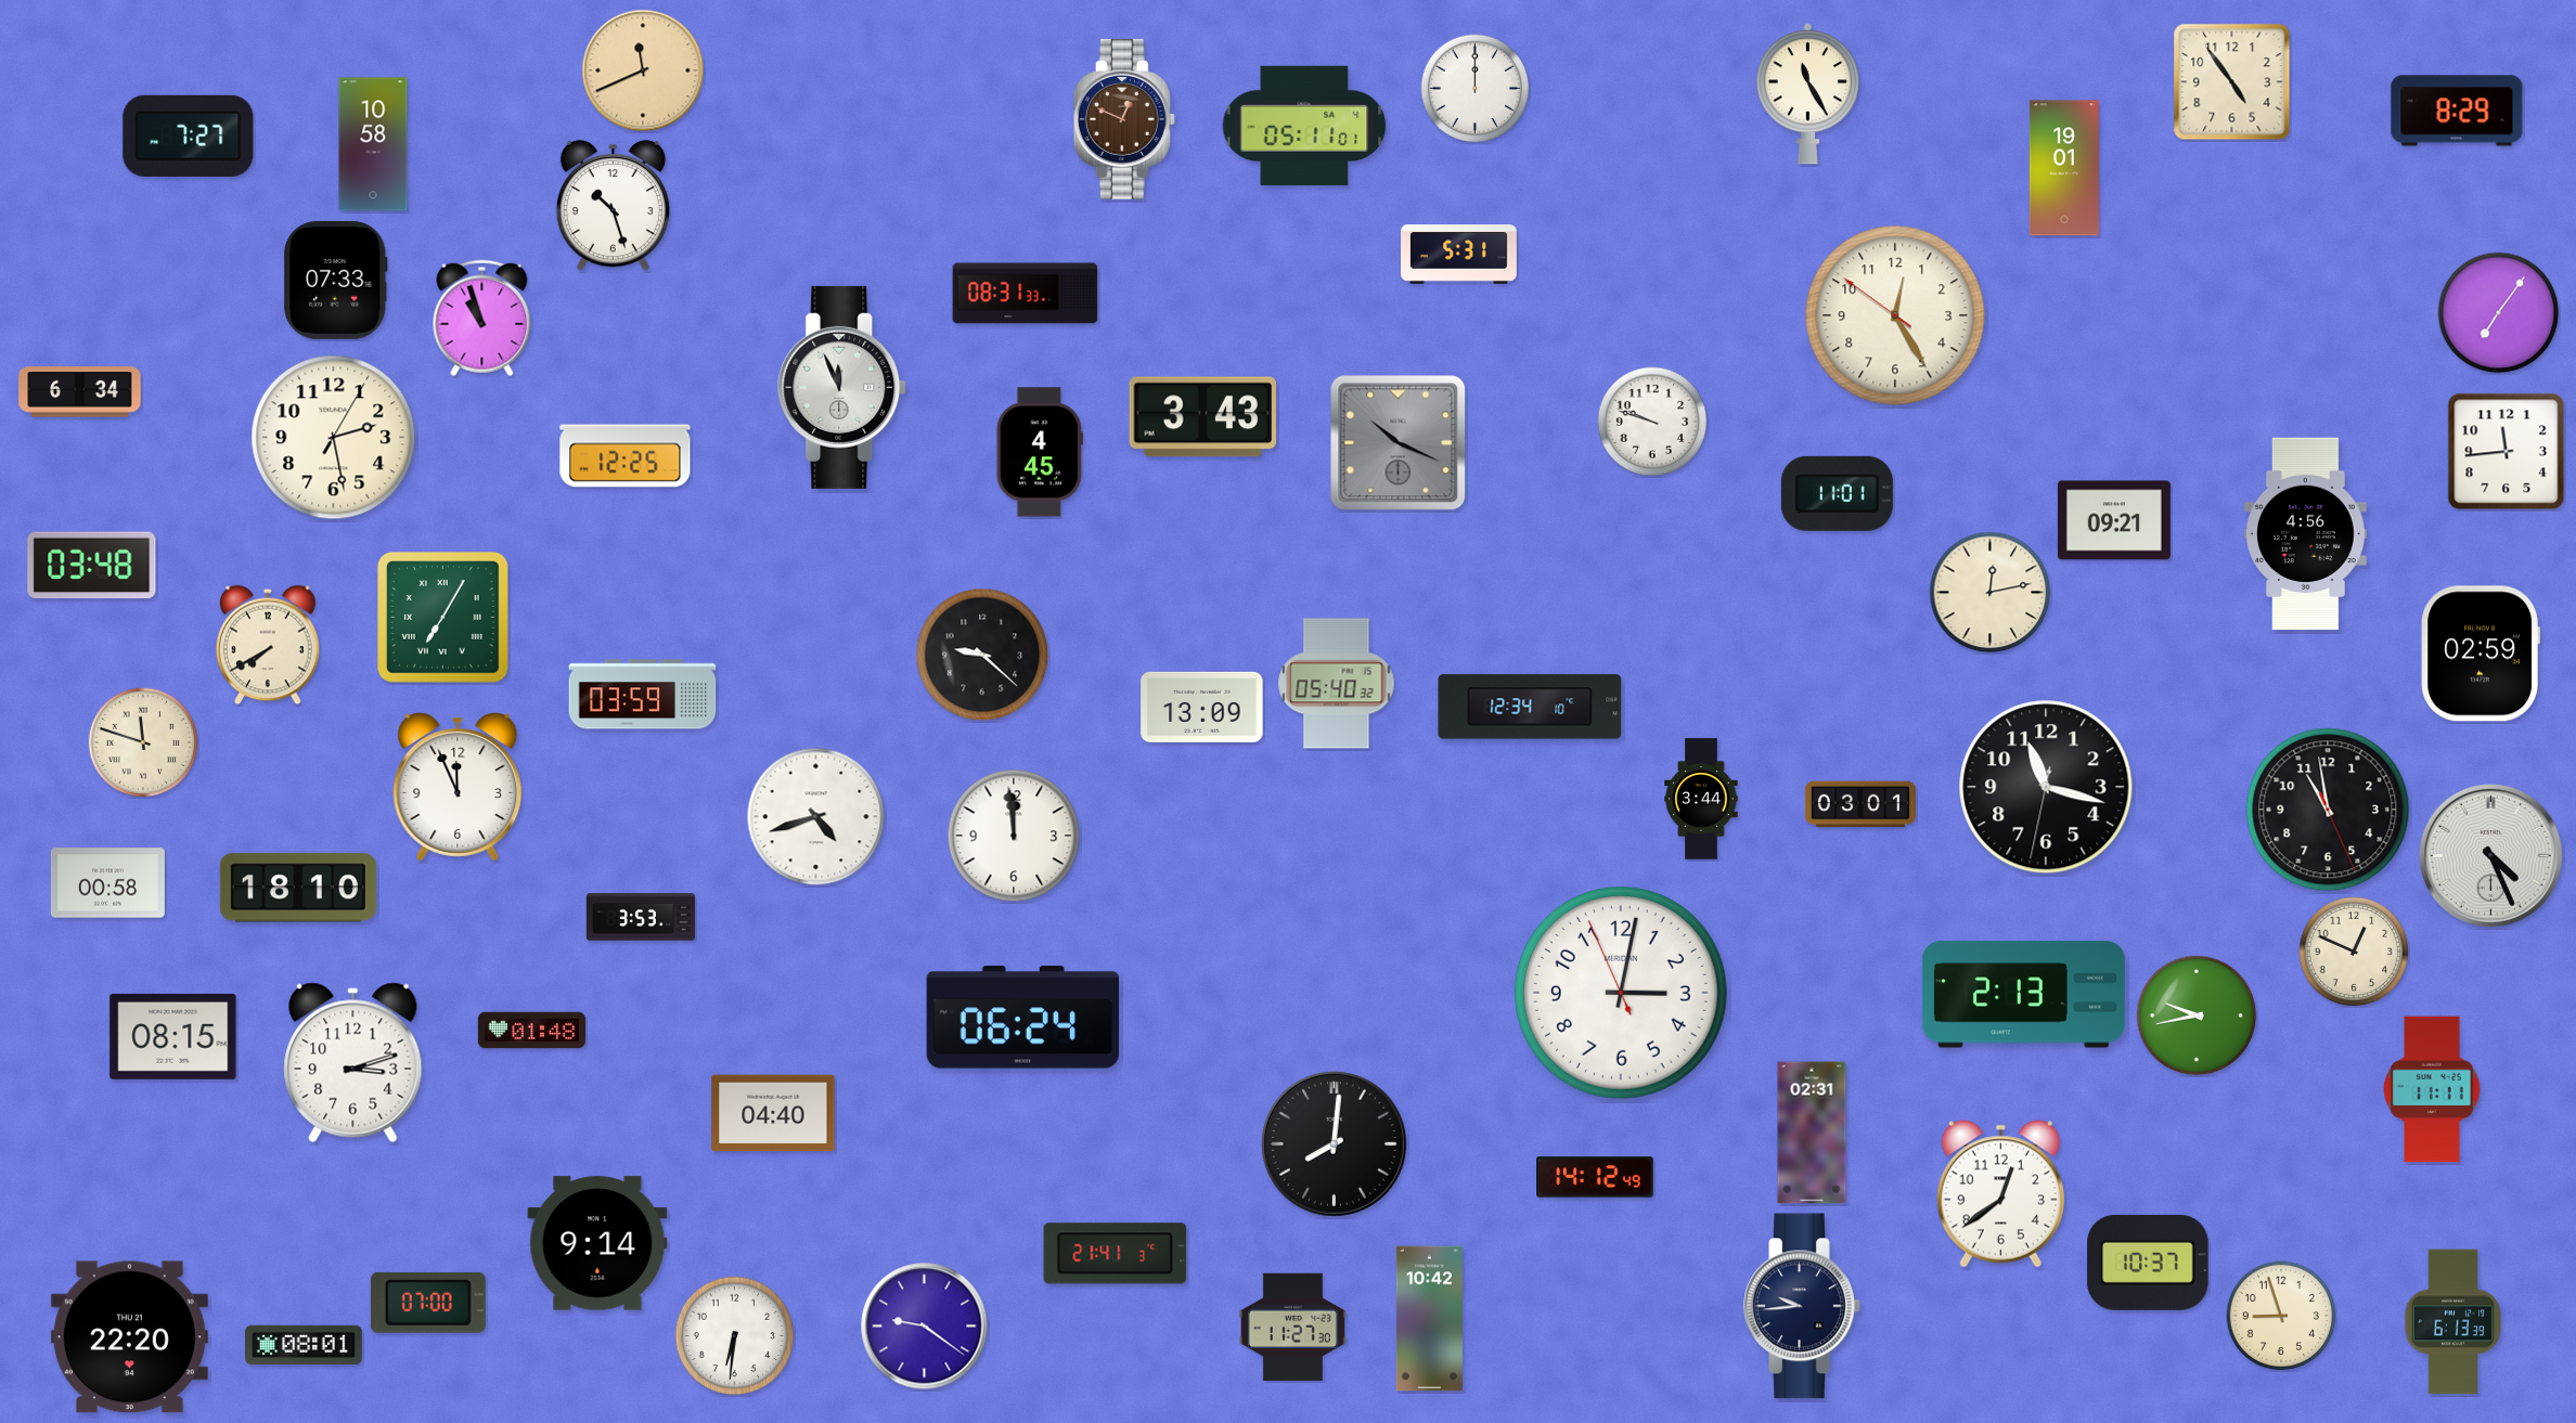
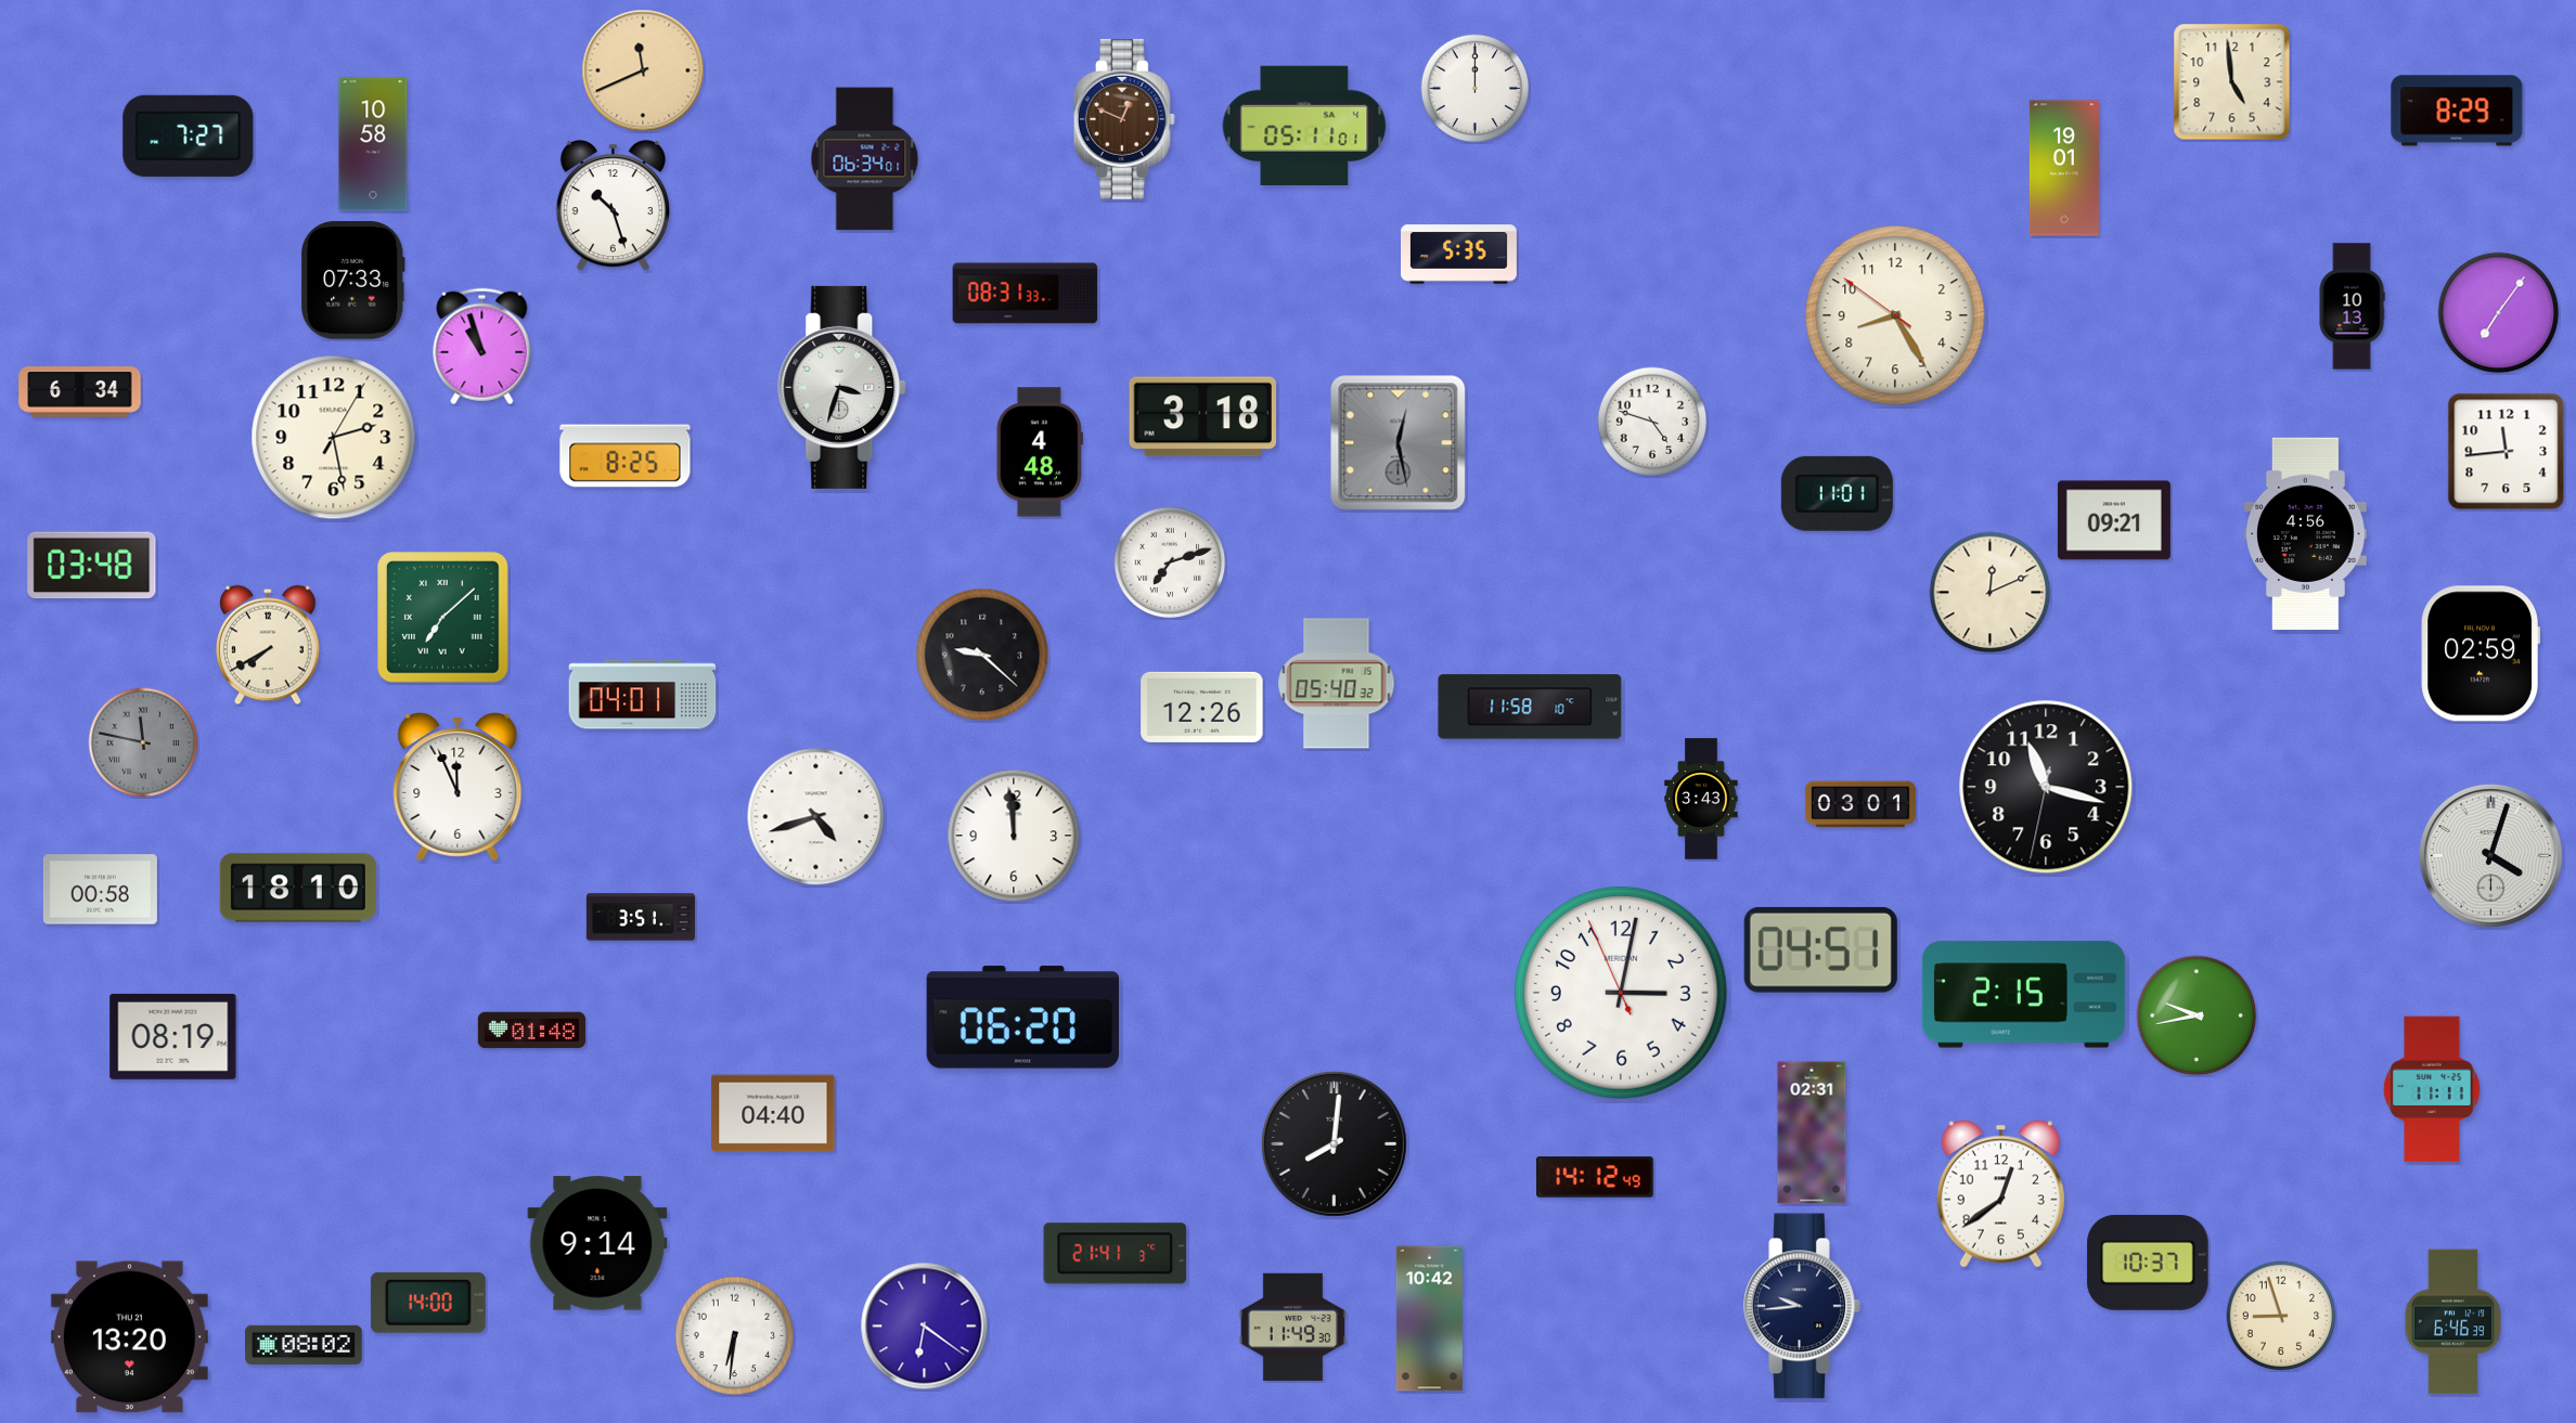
clock at (2232, 82): 4:54 -> 4:59
clock at (1807, 94): 11:25 -> none
clock at (865, 159): none -> 06:34
clock at (1459, 255): 5:31 -> 5:35
clock at (336, 281) position: (336, 281) -> (353, 281)
clock at (2352, 307): none -> 10:13
clock at (1895, 315): 12:24 -> 8:24
clock at (482, 319) position: (482, 319) -> (482, 347)
clock at (842, 387): 11:56 -> 3:33
clock at (1202, 417): 3:43 -> 3:18
clock at (1652, 422): 9:48 -> 4:48
clock at (1399, 443): 10:19 -> 12:28
clock at (1040, 452): 4:45 -> 4:48
clock at (626, 456): 12:25 -> 8:25
clock at (1170, 562): none -> 7:12
clock at (1991, 593): 12:13 -> 12:11
clock at (443, 618): 7:05 -> 7:08
clock at (643, 695): 03:59 -> 04:01
clock at (1202, 707): 13:09 -> 12:26
clock at (1530, 707): 12:34 -> 11:58
clock at (143, 742): 11:48 -> 11:47
clock at (143, 742) dial: cream -> grey
clock at (1701, 799): 3:44 -> 3:43
clock at (2328, 810): 10:58 -> none
clock at (2490, 855): 4:26 -> 4:03
clock at (107, 883) position: (107, 883) -> (100, 890)
clock at (641, 917): 3:53 -> 3:51
clock at (1820, 949): none -> 04:51
clock at (2354, 952): 12:49 -> none
clock at (2023, 995): 2:13 -> 2:15
clock at (1022, 1018): 06:24 -> 06:20
clock at (173, 1036): 08:15 -> 08:19
clock at (353, 1063): 3:12 -> none
clock at (428, 1303): 07:00 -> 14:00
clock at (2452, 1322): 6:13 -> 6:46
clock at (925, 1327): 9:21 -> 6:21
clock at (1292, 1327): 11:27 -> 11:49
clock at (129, 1337): 22:20 -> 13:20
clock at (305, 1344): 08:01 -> 08:02
